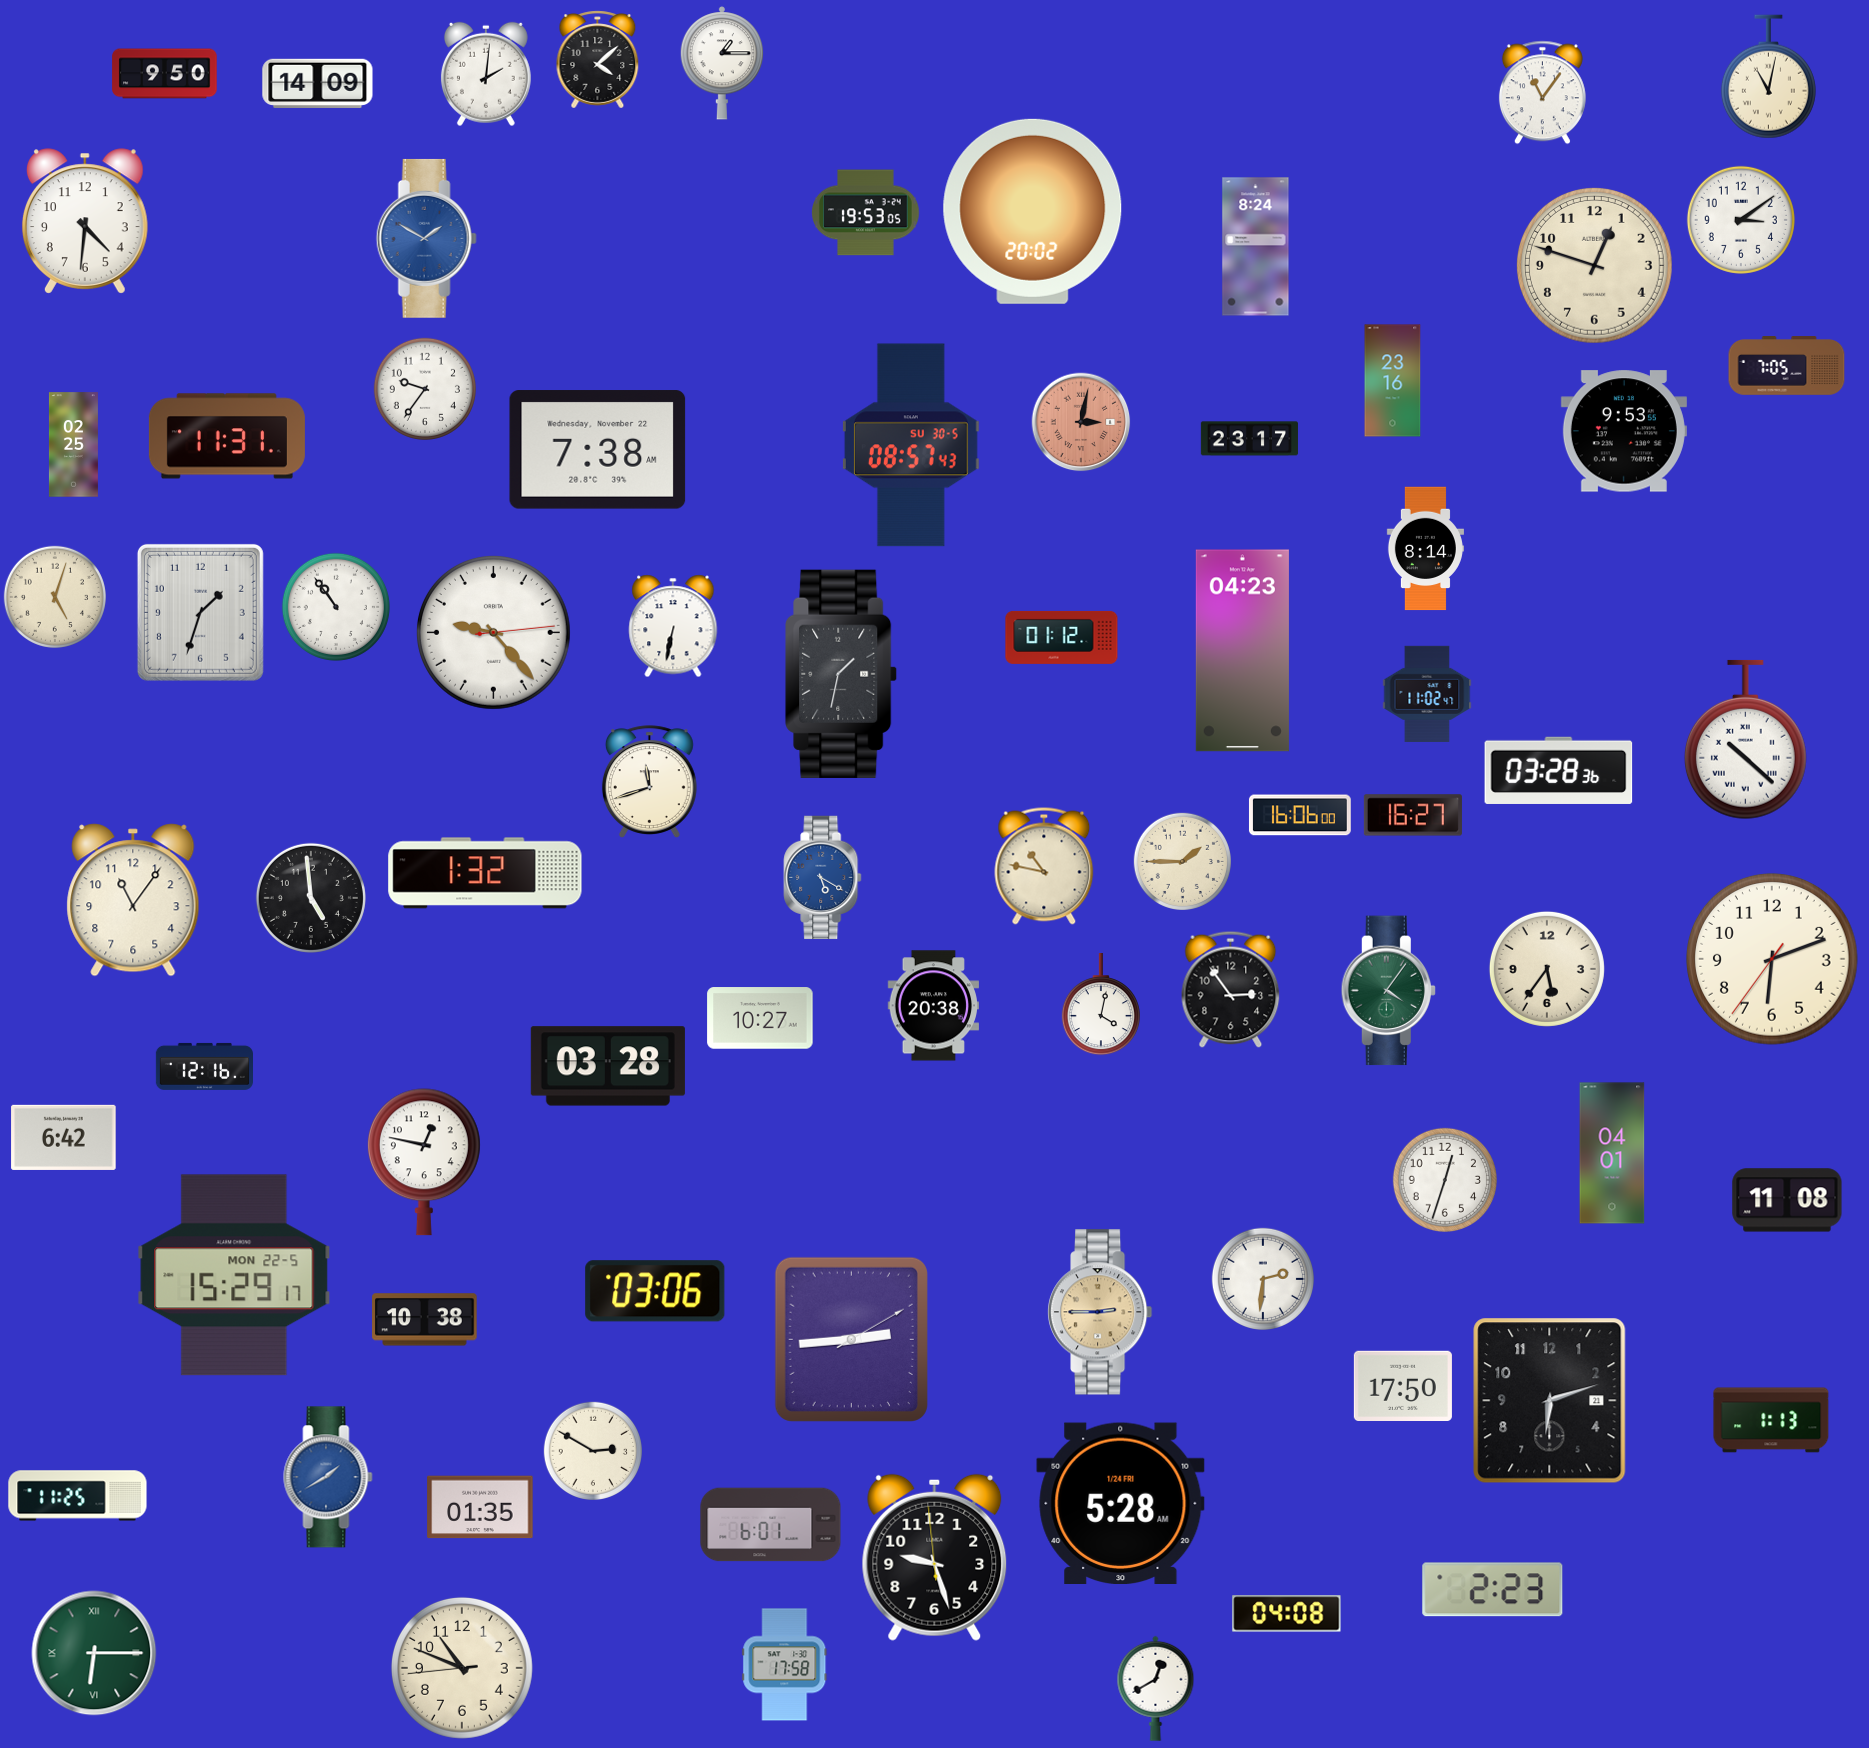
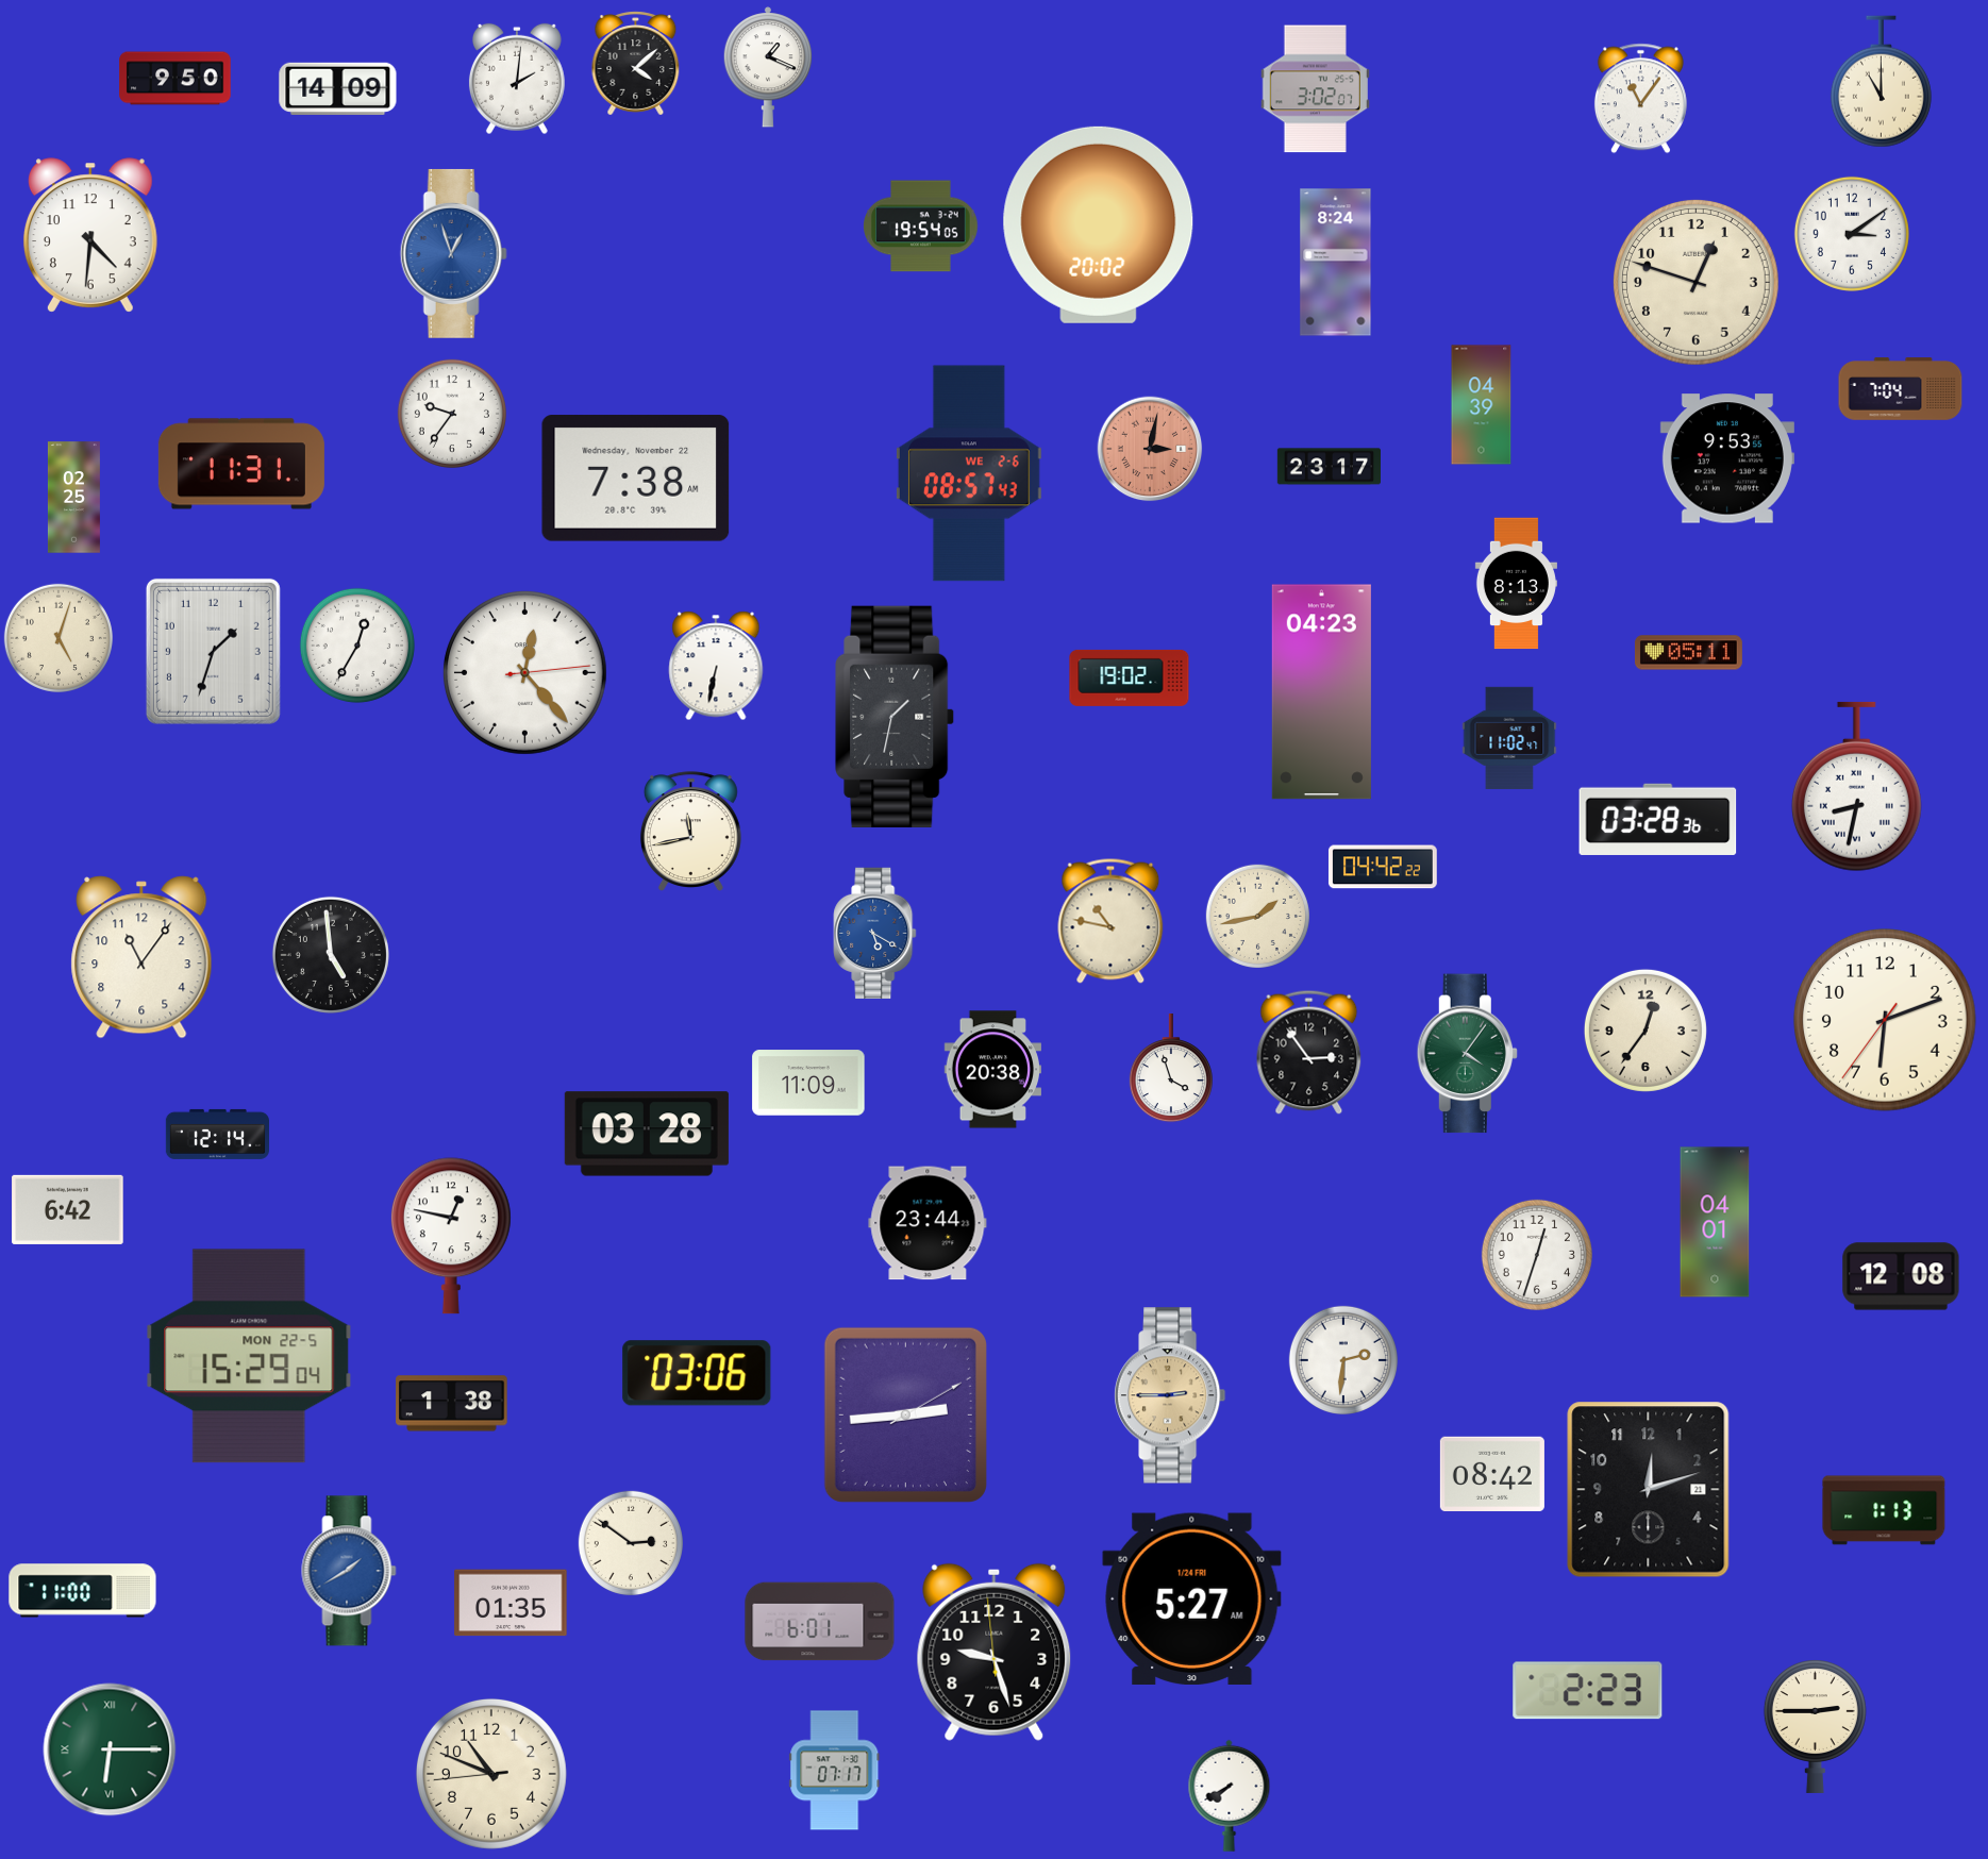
clock at (722, 63): 1:15 -> 1:19
clock at (1768, 77): 11:02 -> 11:00
clock at (1315, 89): none -> 3:02
clock at (866, 213): 19:53 -> 19:54
clock at (426, 238): 1:50 -> 12:57
clock at (1787, 366): 7:05 -> 7:04
clock at (1393, 381): 23:16 -> 04:39
clock at (73, 445) position: (73, 445) -> (73, 498)
clock at (911, 445) date: SU 30-5 -> WE 2-6
clock at (1425, 549): 8:14 -> 8:13
clock at (55, 597) position: (55, 597) -> (59, 638)
clock at (336, 607): 10:54 -> 12:35
clock at (1688, 653): none -> 05:11
clock at (493, 632): 9:23 -> 12:23
clock at (1062, 637): 01:12 -> 19:02
clock at (1427, 693) position: (1427, 693) -> (1509, 737)
clock at (1745, 740): 10:22 -> 8:32
clock at (649, 782): 11:42 -> 11:43
clock at (1300, 815): 16:06 -> 04:42
clock at (1413, 815): 16:27 -> none
clock at (1182, 861): 1:45 -> 1:43
clock at (485, 873): 1:32 -> none
clock at (1547, 969): 5:36 -> 12:36
clock at (1388, 991) position: (1388, 991) -> (1467, 1054)
clock at (1101, 1005): 4:02 -> 3:57
clock at (760, 1018): 10:27 -> 11:09
clock at (204, 1066): 12:16 -> 12:14
clock at (928, 1223): none -> 23:44
clock at (1612, 1153) position: (1612, 1153) -> (1715, 1222)
clock at (1787, 1200): 11:08 -> 12:08
clock at (234, 1275): 15:29:17 -> 15:29:04
clock at (425, 1320): 10:38 -> 1:38
clock at (851, 1339) position: (851, 1339) -> (905, 1414)
clock at (1403, 1385): 17:50 -> 08:42
clock at (1550, 1401): 6:12 -> 12:12
clock at (593, 1451): 2:50 -> 2:51
clock at (78, 1496): 11:25 -> 11:00
clock at (1121, 1503): 5:28 -> 5:27
clock at (935, 1557) position: (935, 1557) -> (995, 1652)
clock at (1287, 1614): 04:08 -> none
clock at (1815, 1727): none -> 2:45
clock at (94, 1653) position: (94, 1653) -> (110, 1749)
clock at (785, 1665): 17:58 -> 07:17
clock at (1156, 1688): 12:40 -> 7:40
